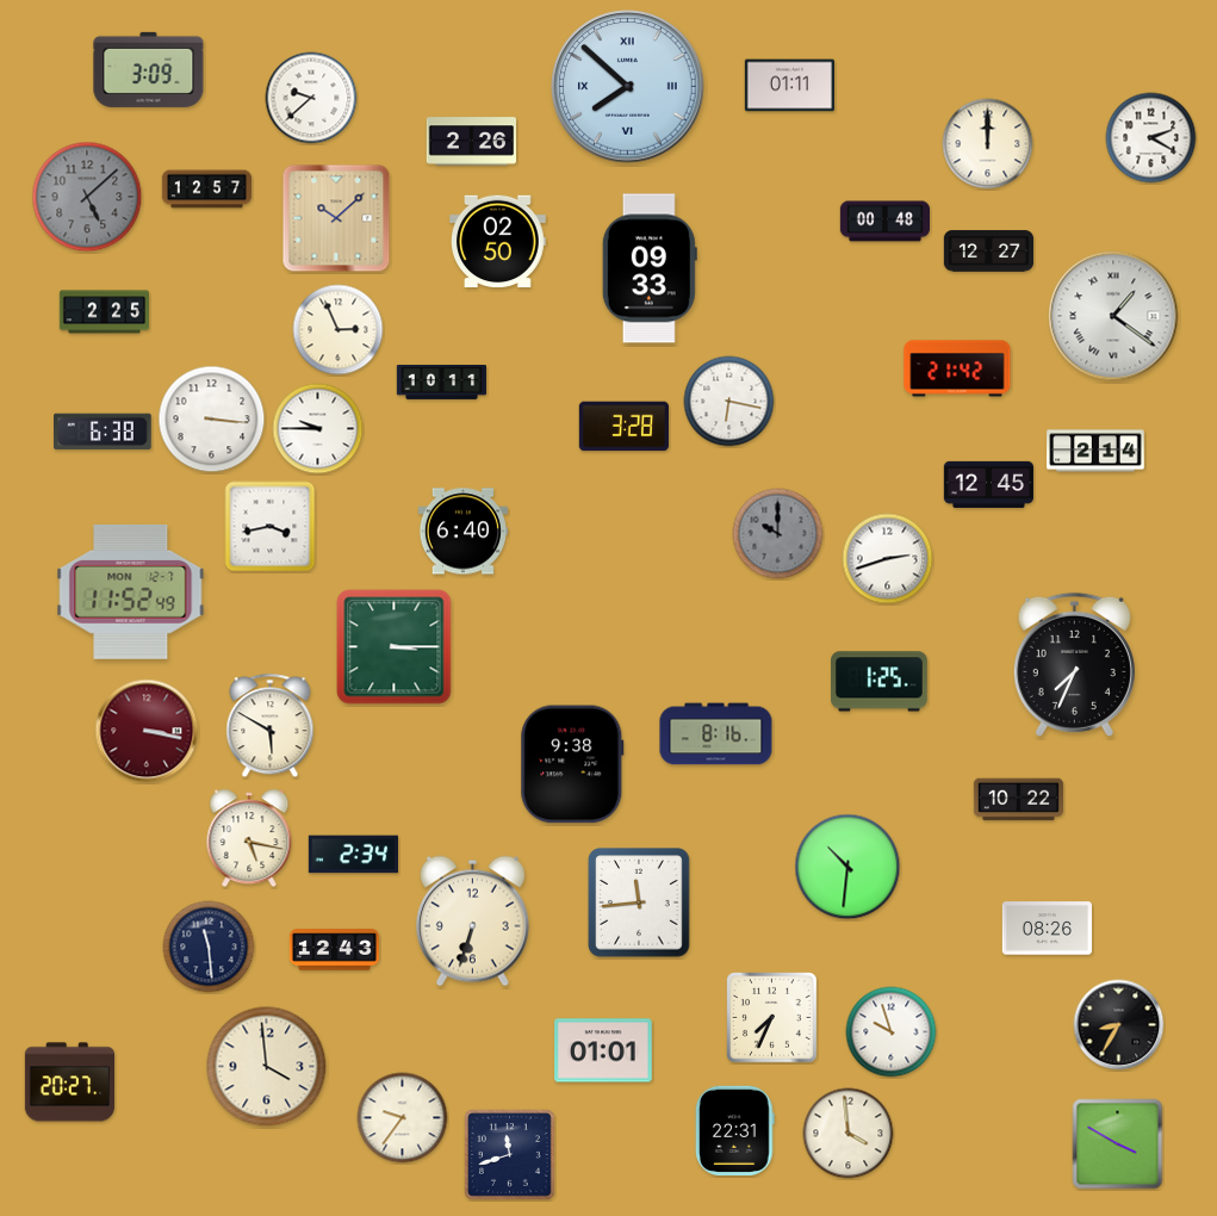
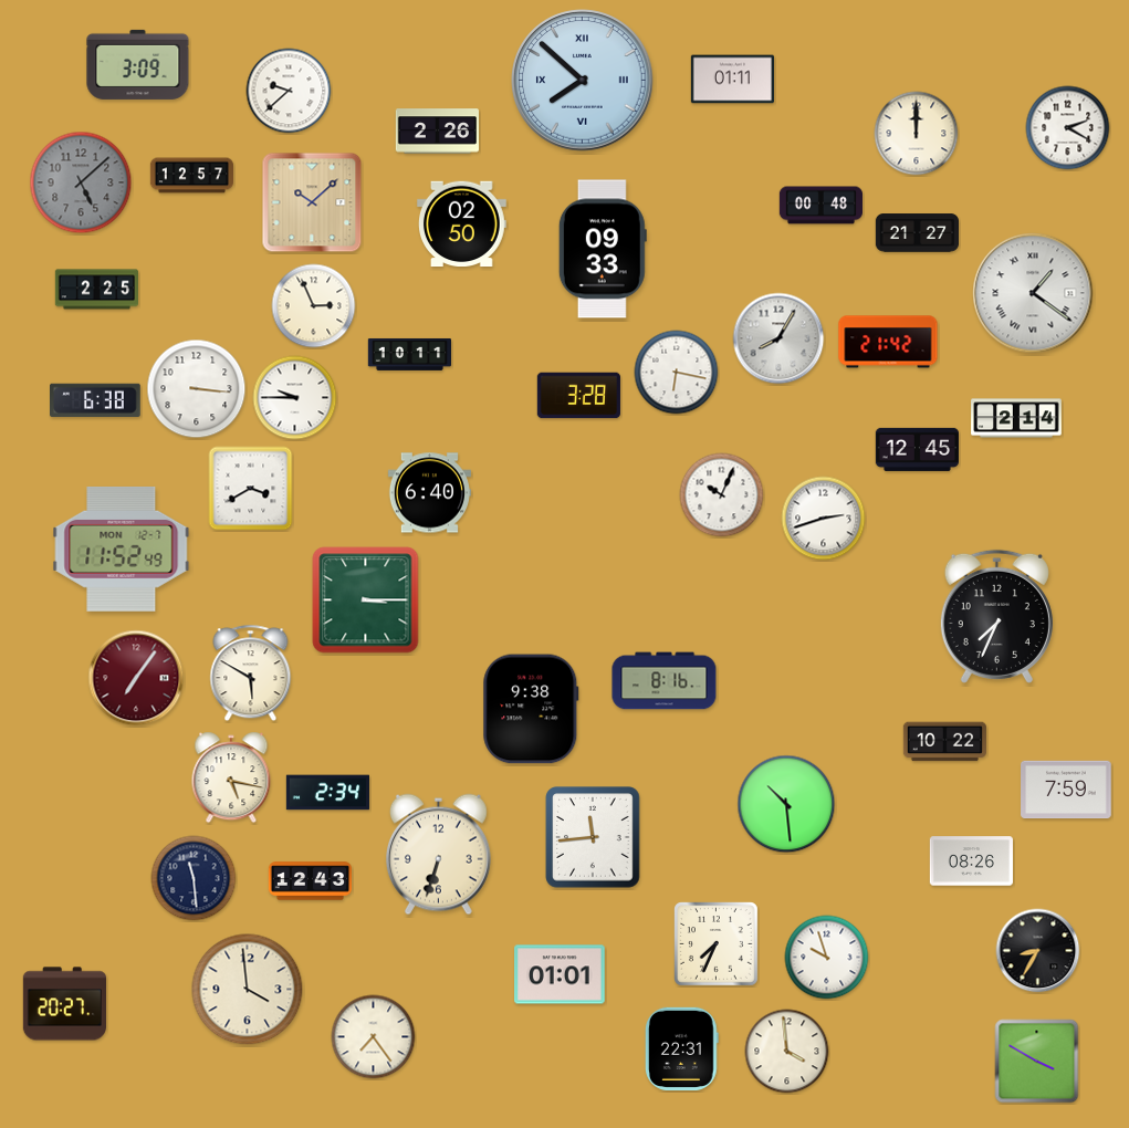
clock at (988, 252): 12:27 -> 21:27
clock at (778, 338): none -> 8:05
clock at (271, 527): 3:43 -> 3:40
clock at (778, 534): 10:00 -> 10:04
clock at (778, 534) dial: grey -> white
clock at (880, 682): 1:25 -> none
clock at (147, 731): 3:17 -> 7:06
clock at (1066, 790): none -> 7:59
clock at (847, 867): 10:31 -> 10:29
clock at (403, 1118): 9:36 -> 7:24
clock at (510, 1155): 11:42 -> none
